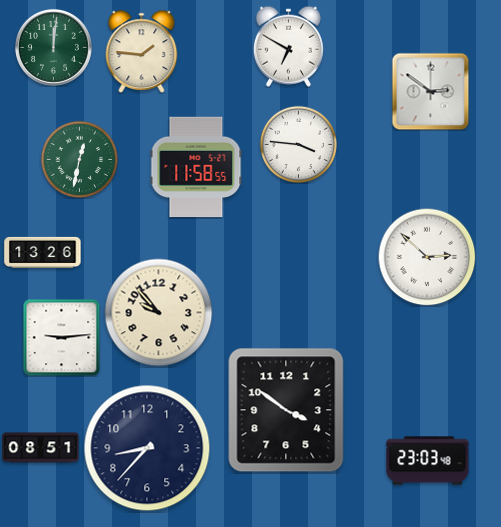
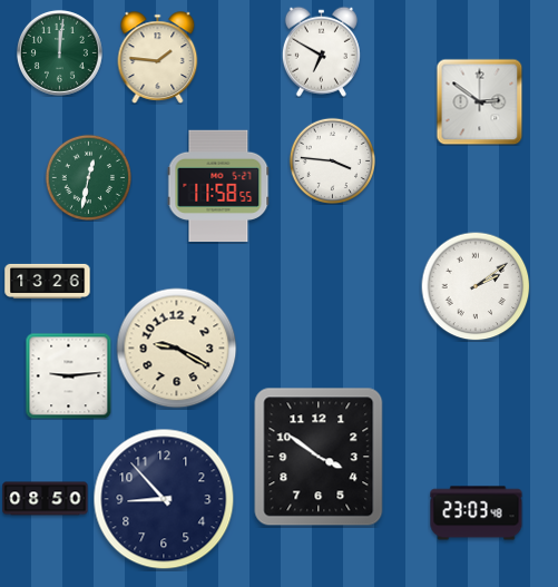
clock at (427, 257): 2:52 -> 2:09
clock at (159, 313): 9:53 -> 9:20
clock at (41, 448): 08:51 -> 08:50
clock at (147, 448): 8:37 -> 8:53
